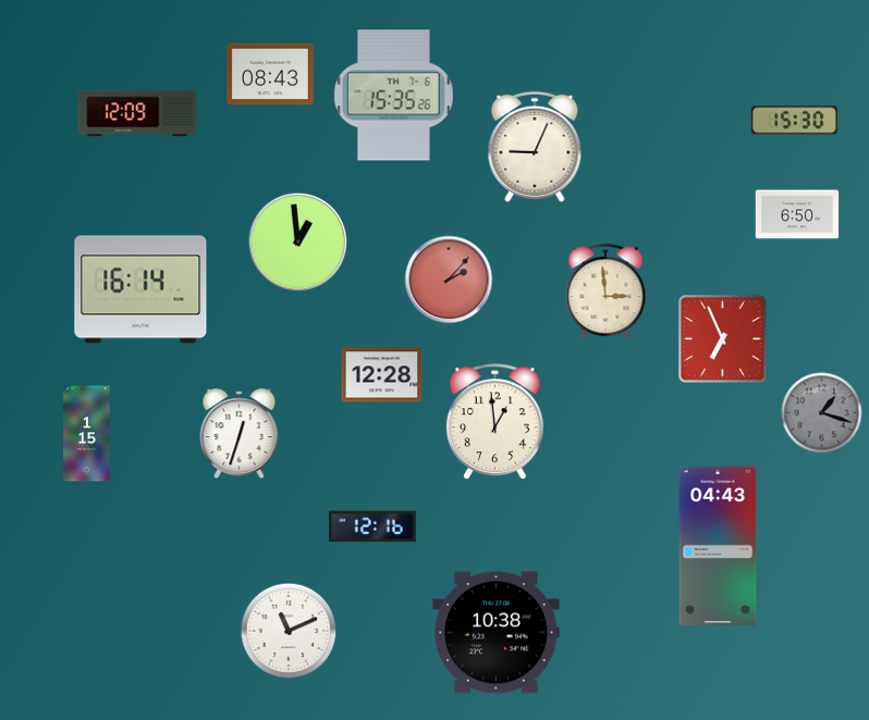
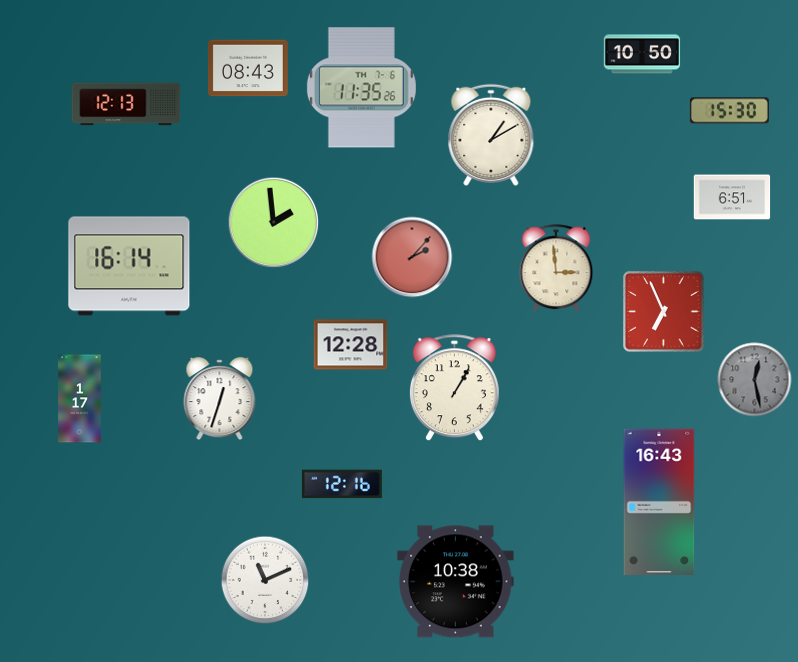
clock at (642, 54): none -> 10:50
clock at (393, 96): 15:35 -> 11:35
clock at (137, 113): 12:09 -> 12:13
clock at (535, 147): 9:04 -> 1:10
clock at (797, 214): 6:50 -> 6:51
clock at (298, 243): 12:59 -> 1:59
clock at (822, 413): 1:18 -> 12:28
clock at (494, 422): 12:59 -> 1:05
clock at (87, 434): 1:15 -> 1:17
clock at (718, 545): 04:43 -> 16:43
